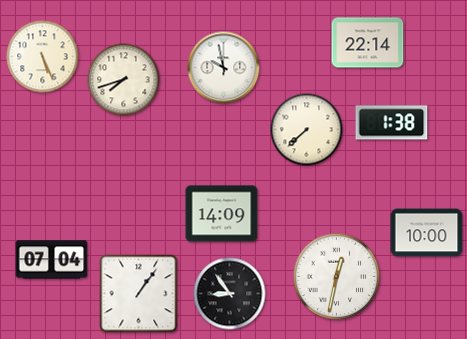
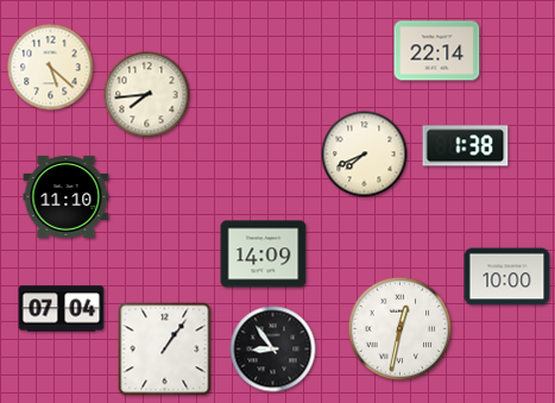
clock at (43, 57): 5:26 -> 5:22
clock at (224, 68): 9:58 -> none
clock at (124, 80): 7:42 -> 7:44
clock at (307, 130): 7:38 -> 7:41
clock at (67, 196): none -> 11:10
